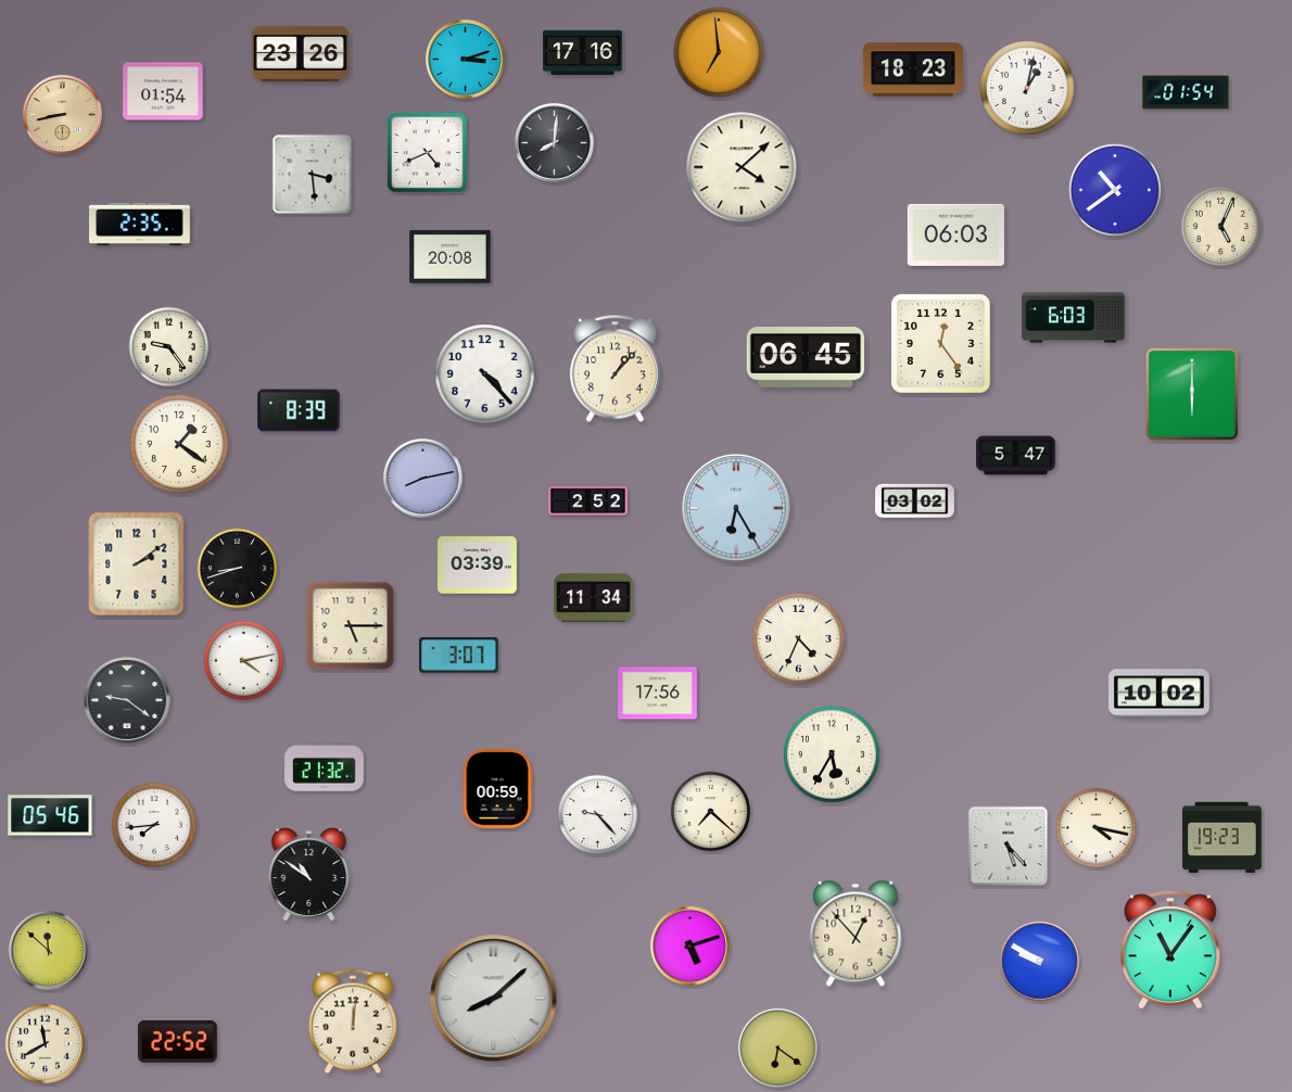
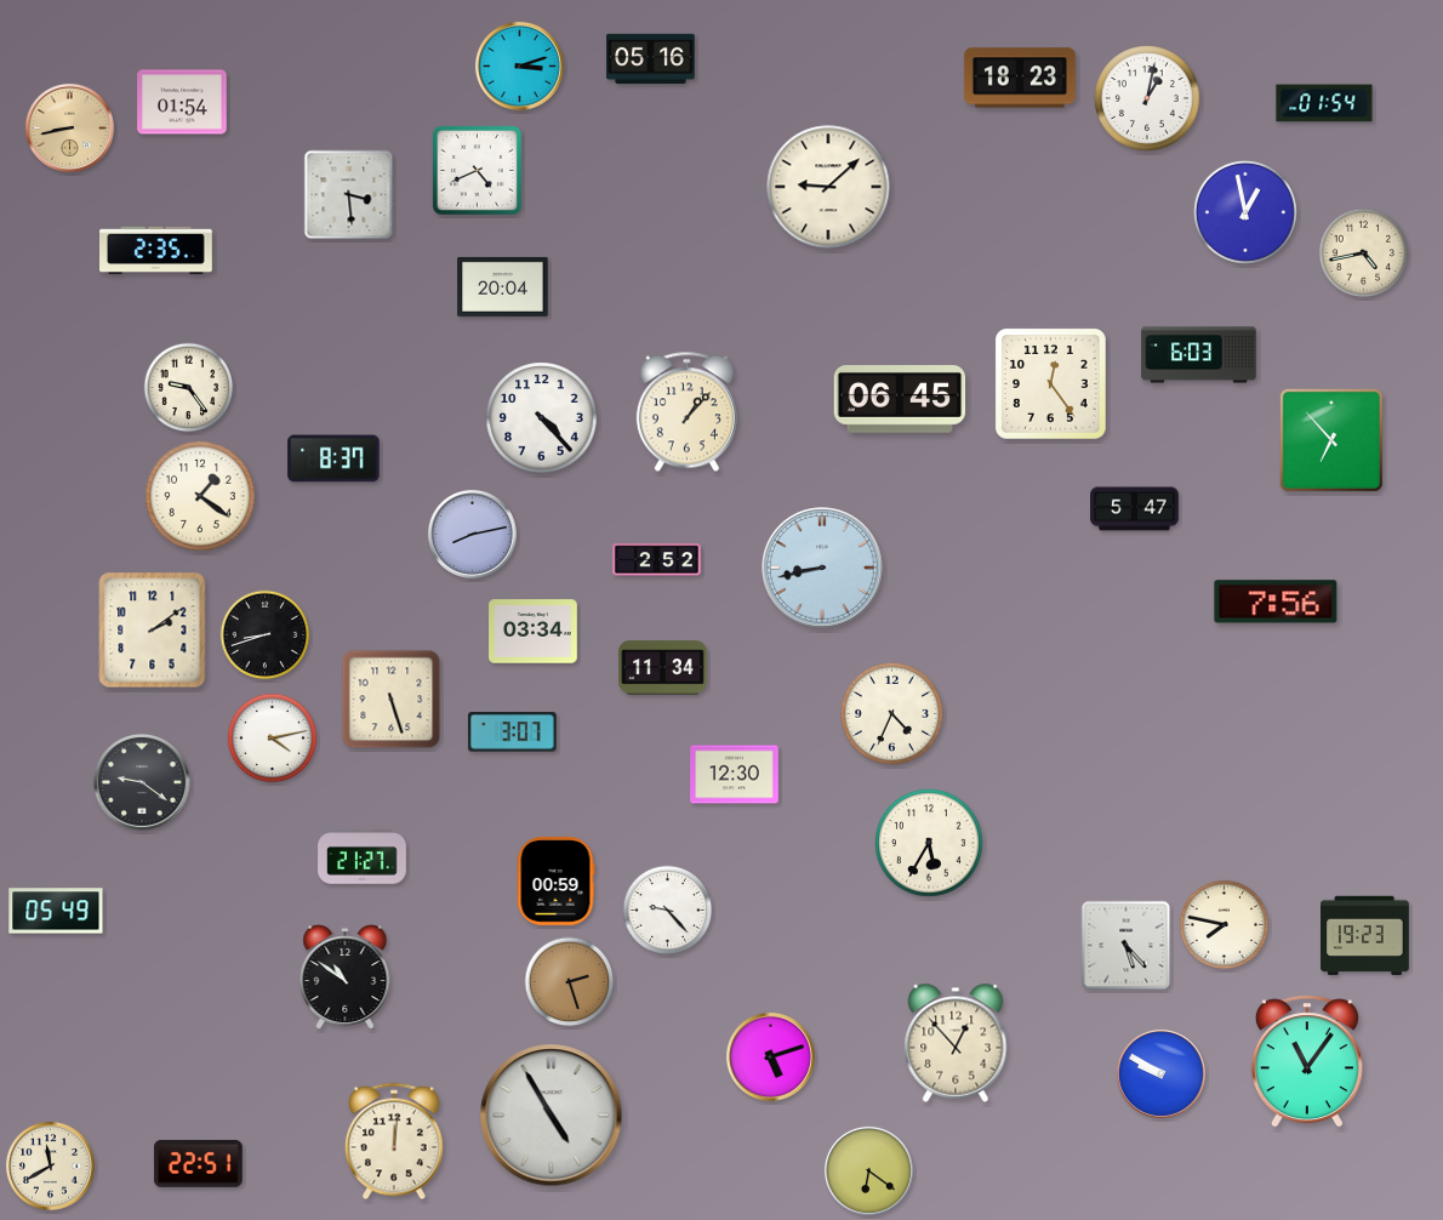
clock at (583, 52): 17:16 -> 05:16
clock at (719, 52): 6:59 -> none
clock at (300, 53): 23:26 -> none
clock at (554, 142): 8:01 -> none
clock at (742, 167): 4:08 -> 9:08
clock at (1115, 190): 10:39 -> 12:58
clock at (1221, 227): 5:04 -> 4:43
clock at (955, 234): 06:03 -> none
clock at (451, 256): 20:08 -> 20:04
clock at (1192, 394): 6:00 -> 6:53
clock at (299, 410): 8:39 -> 8:37
clock at (915, 501): 03:02 -> none
clock at (736, 508): 6:25 -> 8:43
clock at (1276, 602): none -> 7:56
clock at (478, 566): 03:39 -> 03:34
clock at (351, 626): 5:15 -> 5:27
clock at (658, 694): 17:56 -> 12:30
clock at (1160, 694): 10:02 -> none
clock at (325, 767): 21:32 -> 21:27
clock at (711, 812): 7:22 -> none
clock at (50, 815): 05:46 -> 05:49
clock at (153, 824): 7:44 -> none
clock at (1097, 828): 4:17 -> 7:47
clock at (570, 982): none -> 2:27
clock at (48, 950): 11:52 -> none
clock at (494, 999): 8:08 -> 4:55
clock at (178, 1041): 22:52 -> 22:51
